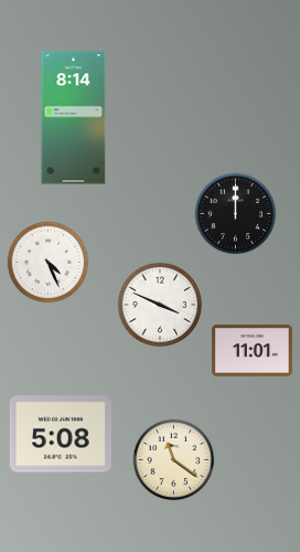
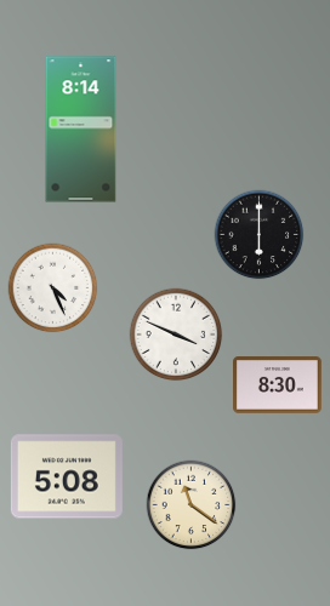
clock at (236, 214): 12:00 -> 6:00
clock at (253, 351): 11:01 -> 8:30
